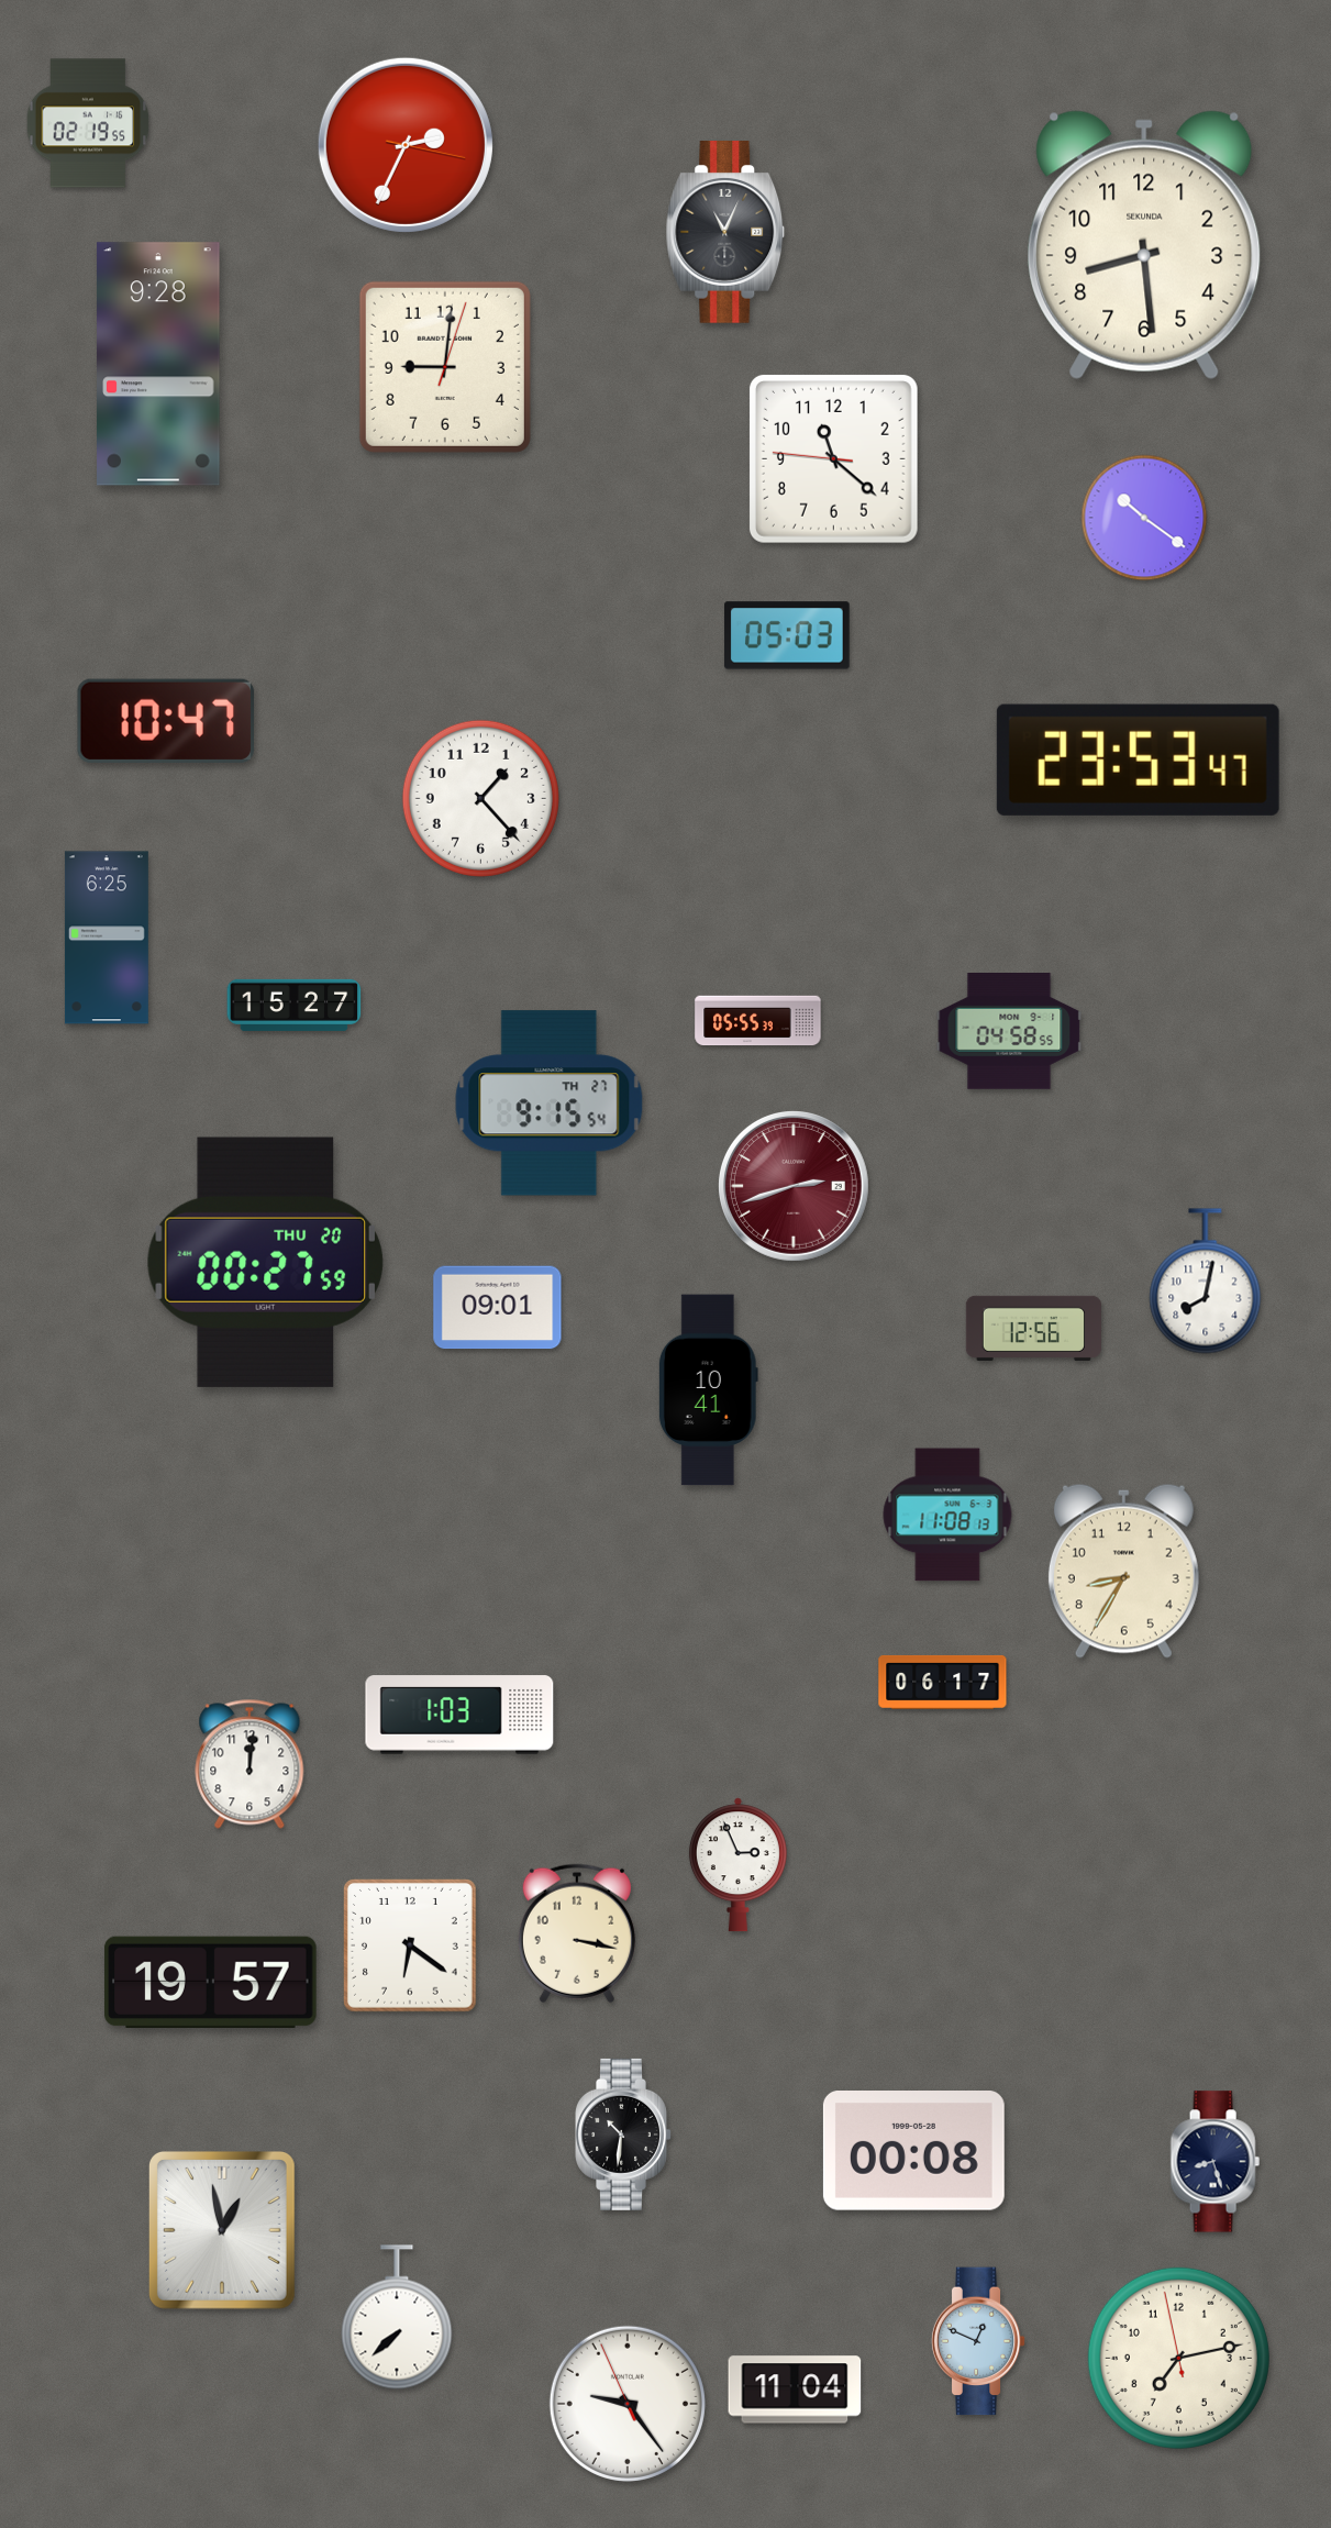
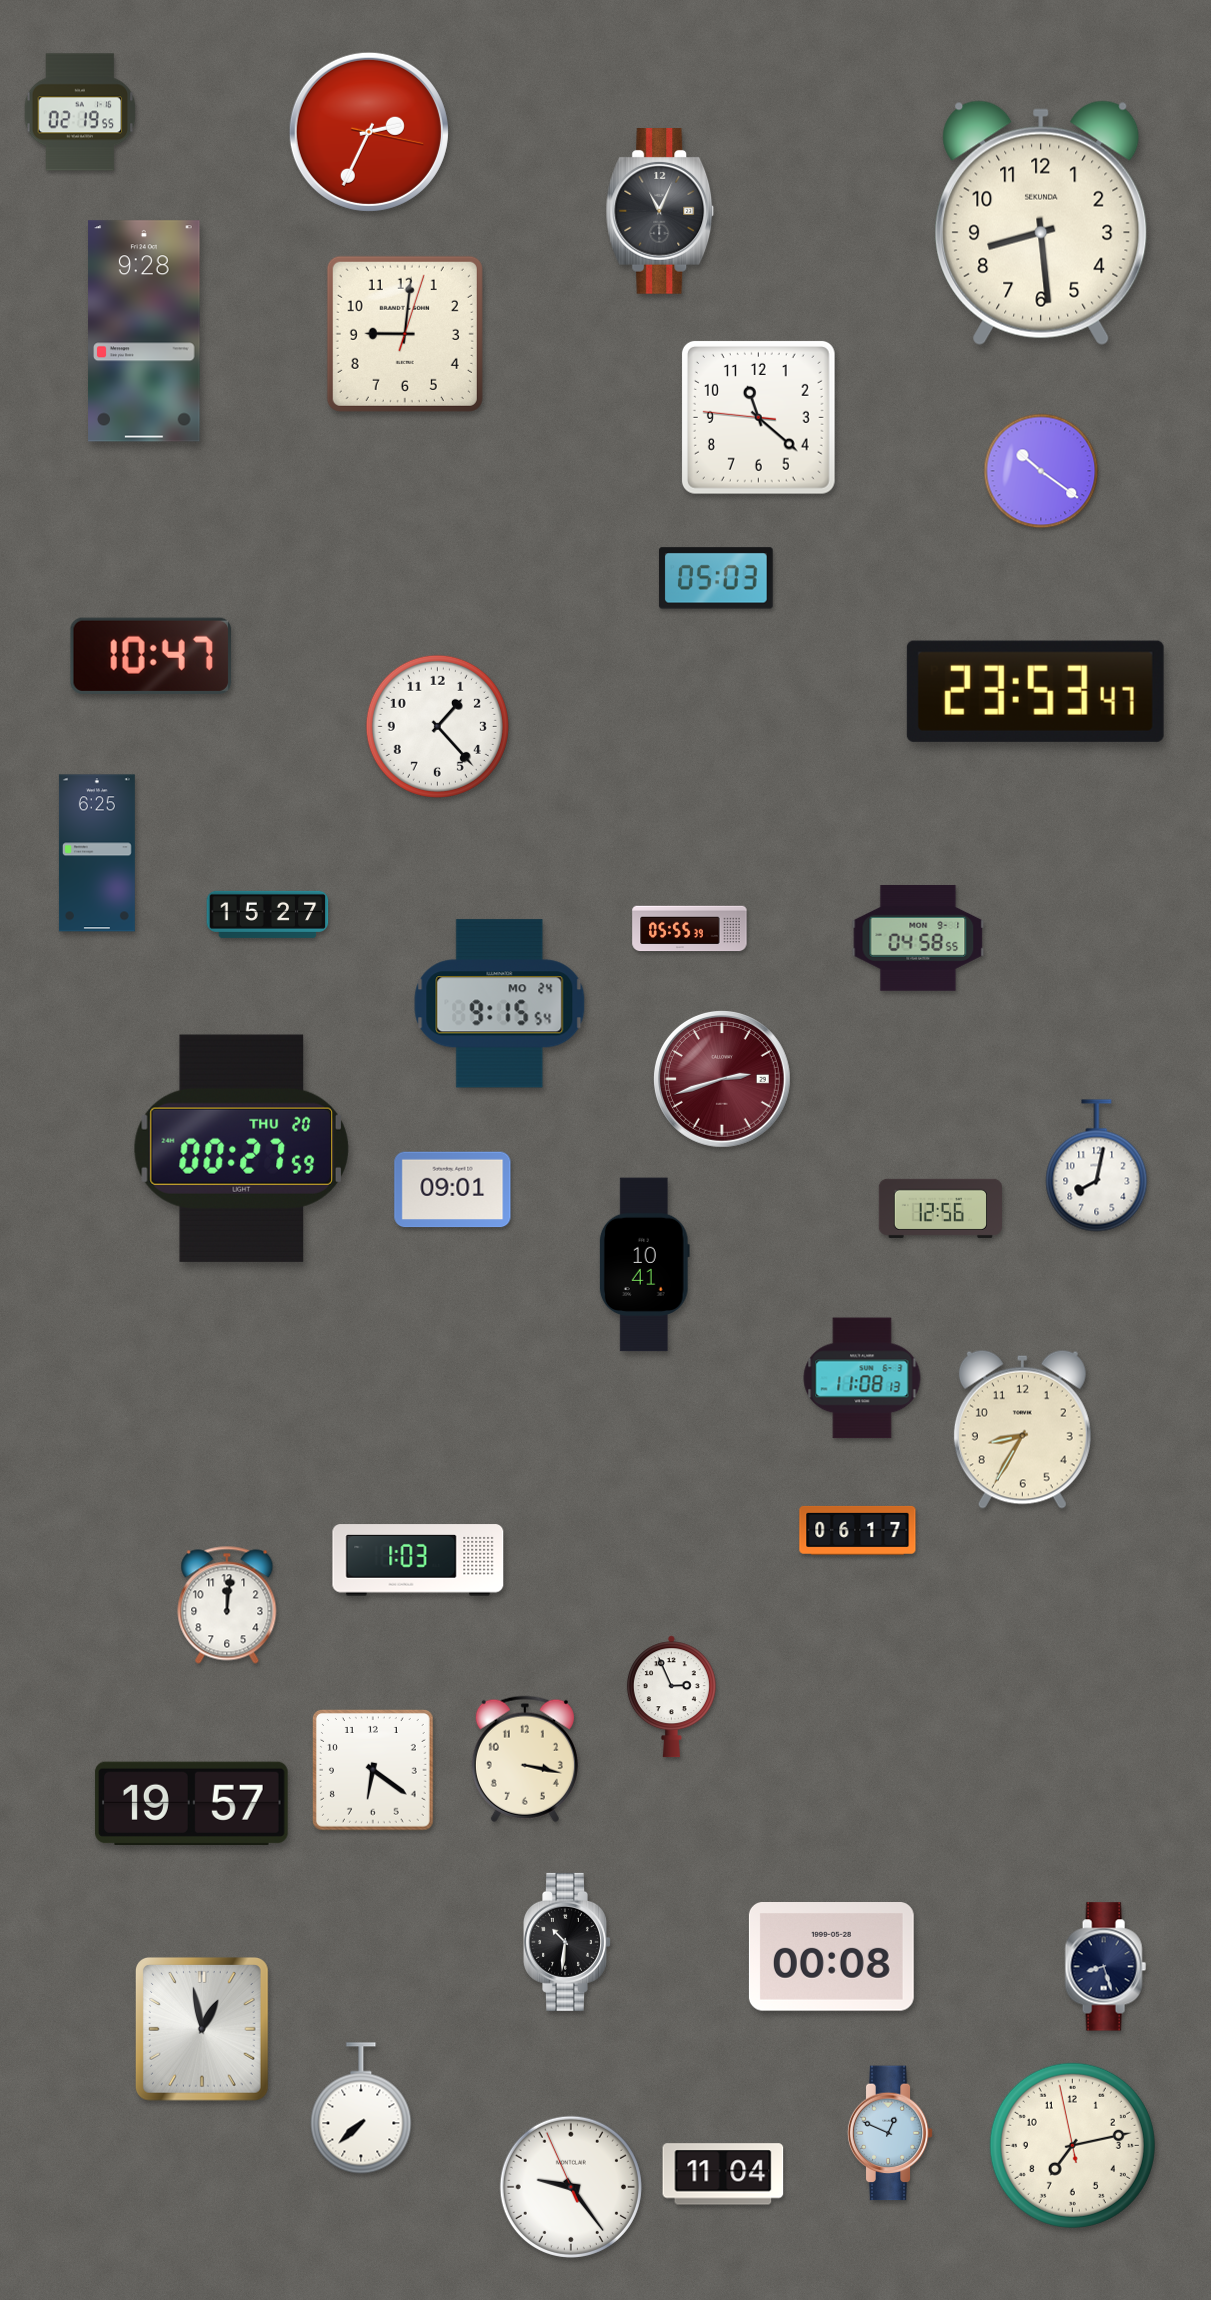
clock at (550, 1104) date: TH 27 -> MO 24
clock at (978, 2341) position: (978, 2341) -> (890, 2133)
